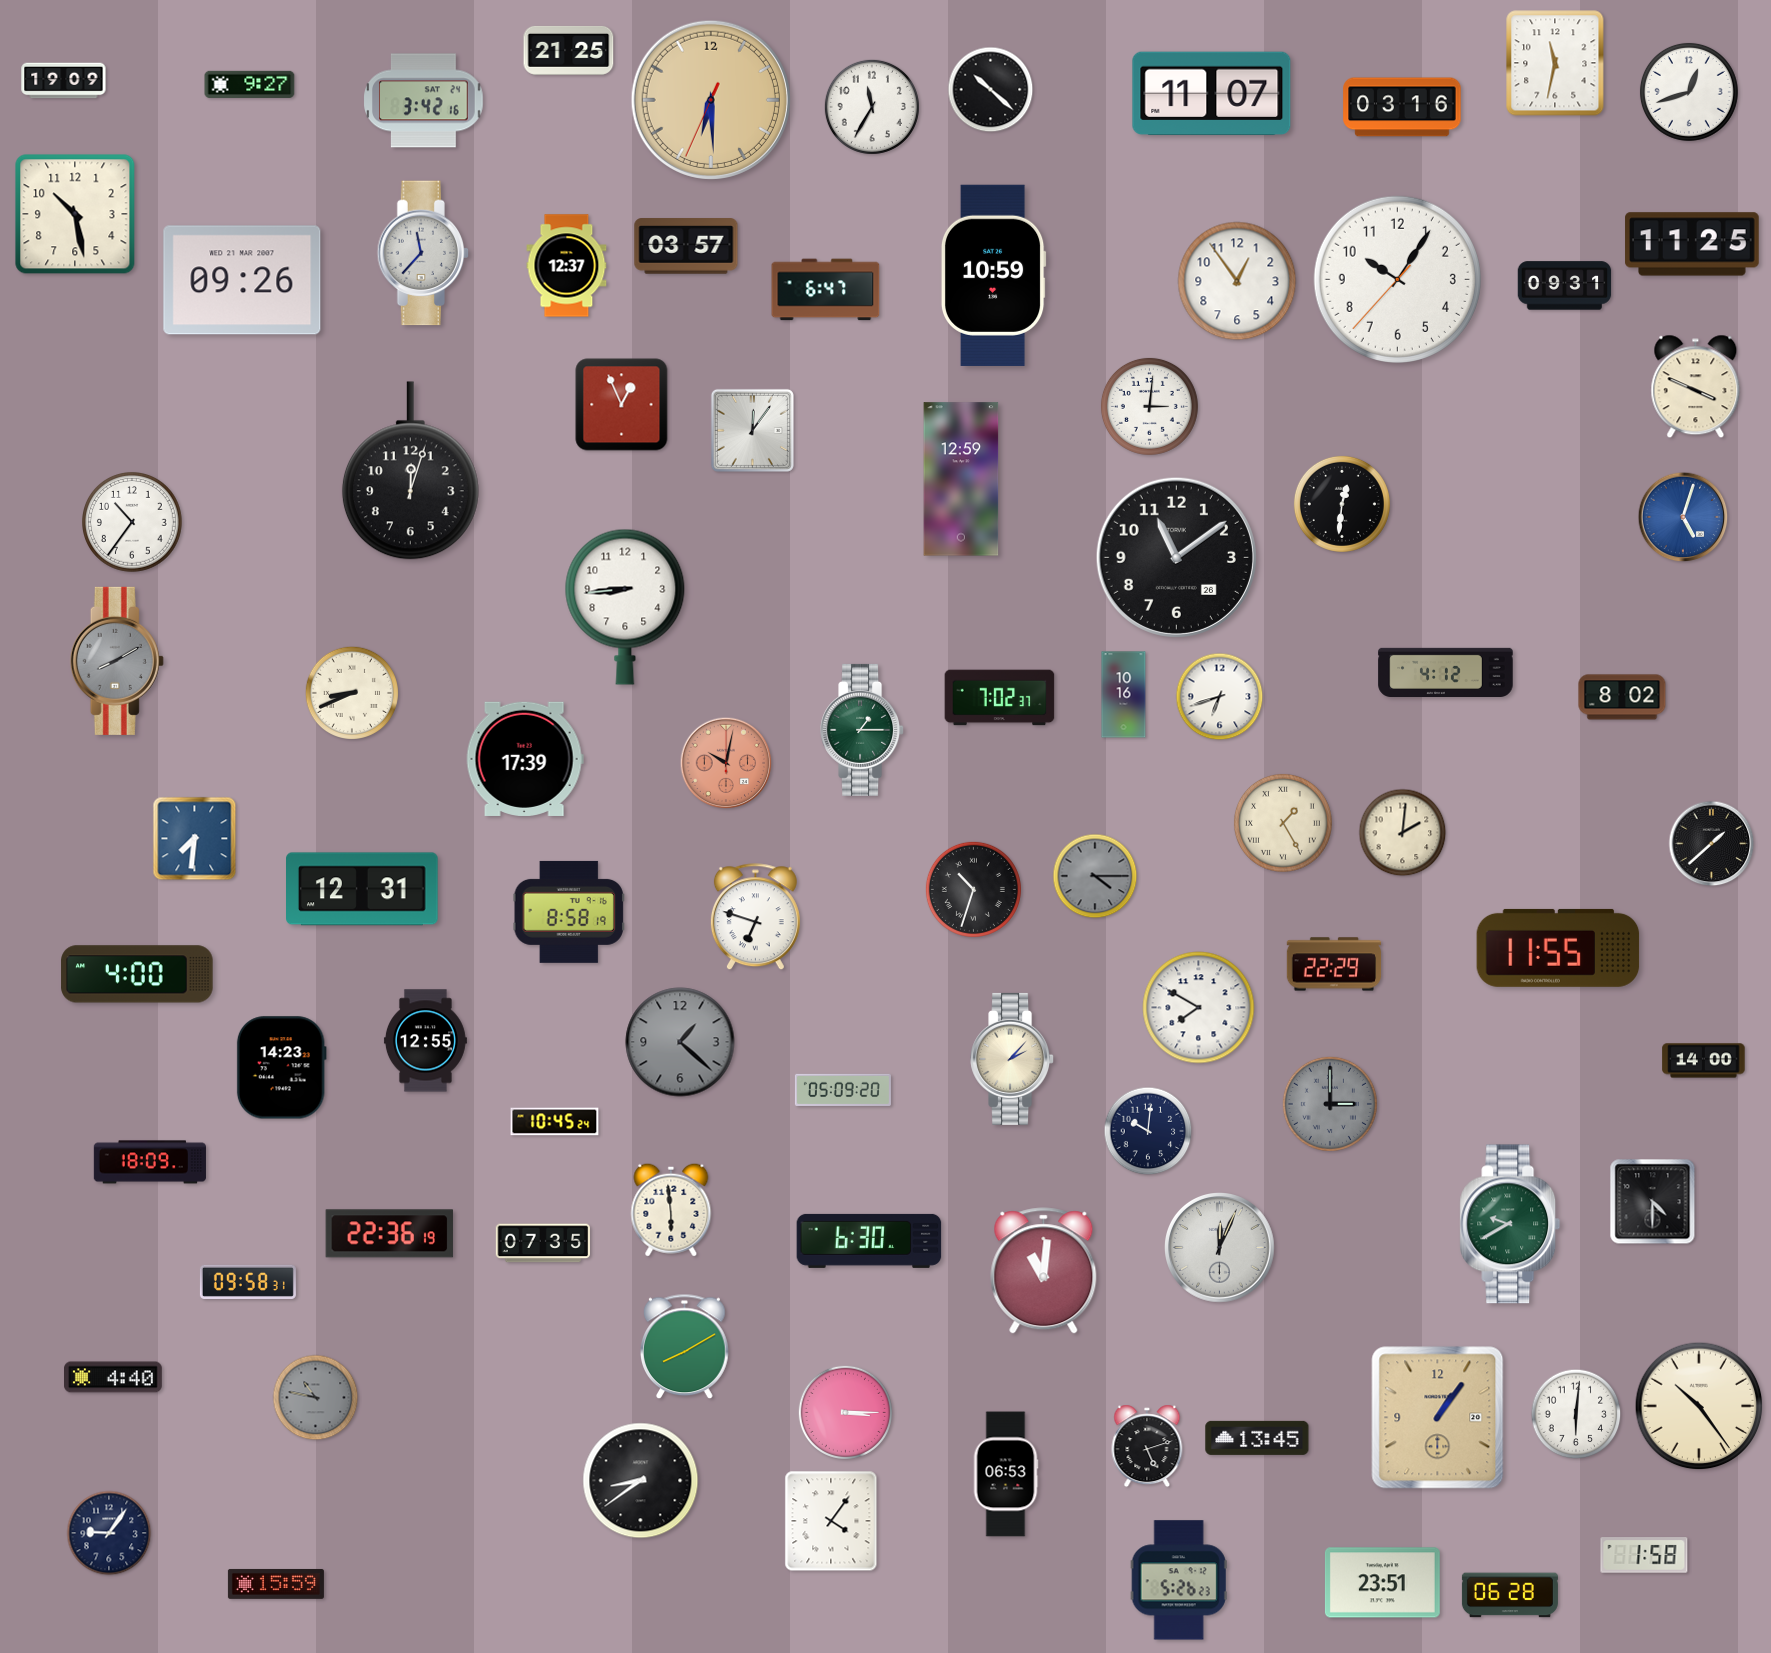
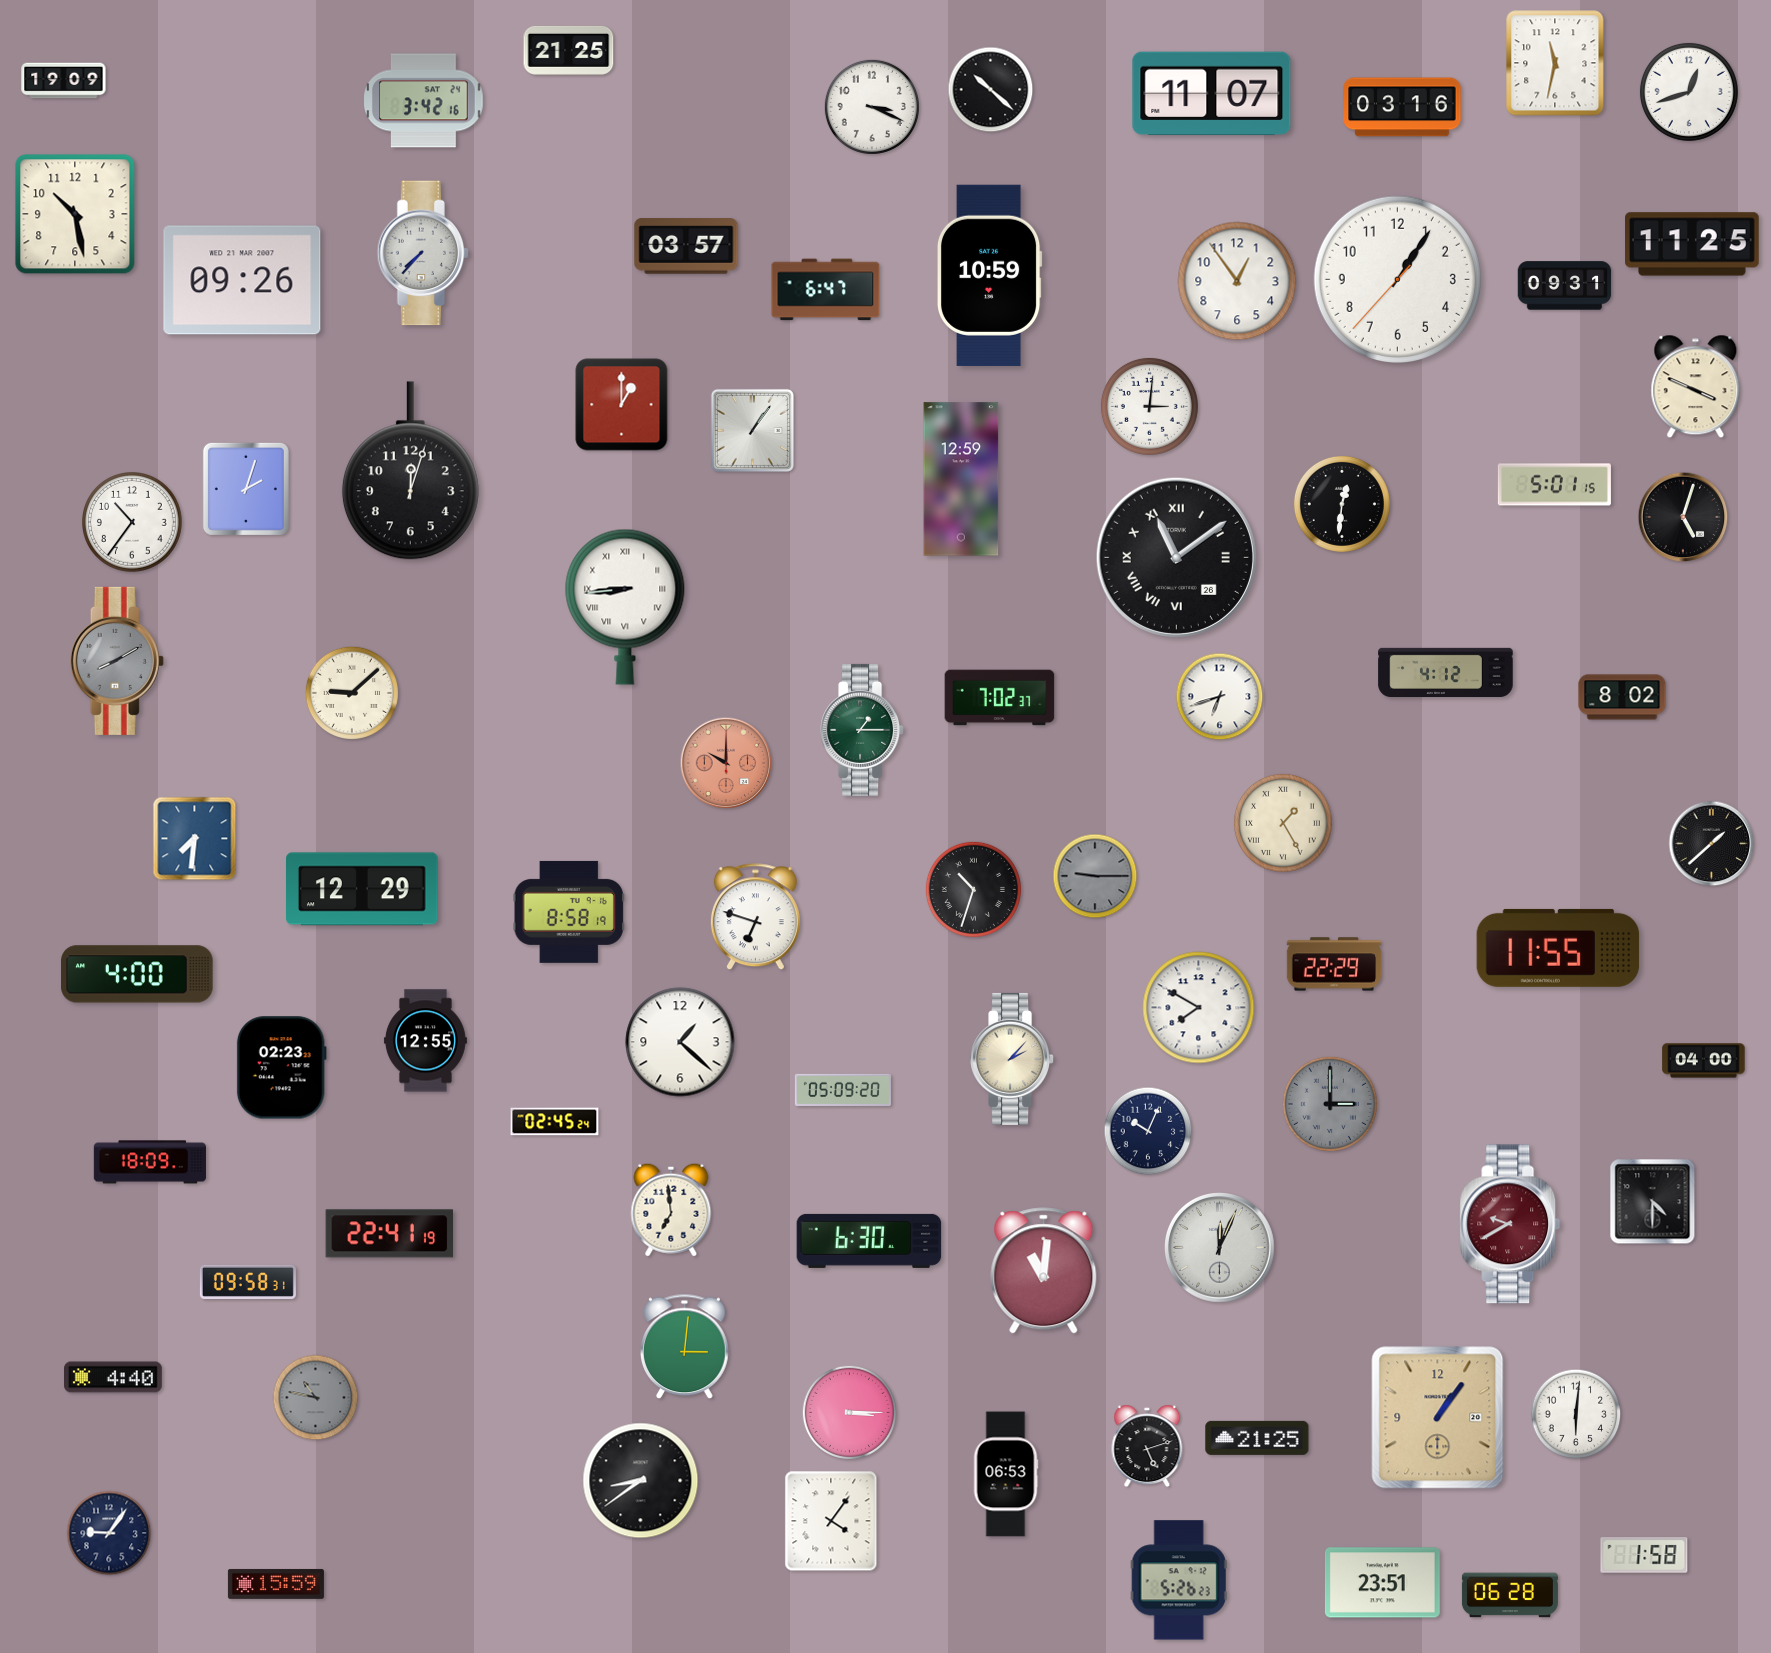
clock at (250, 84): 9:27 -> none
clock at (711, 100): 6:29 -> none
clock at (872, 107): 11:35 -> 3:19
clock at (423, 253): 11:37 -> 7:37
clock at (567, 266): 12:37 -> none
clock at (993, 275) position: (993, 275) -> (989, 275)
clock at (1397, 279): 10:05 -> 1:05
clock at (622, 405): 12:56 -> 1:00
clock at (752, 430): 12:06 -> 1:06
clock at (1554, 485): none -> 5:01
clock at (246, 489): none -> 2:03
clock at (1683, 517) dial: blue -> black
clock at (1176, 557) numerals: Arabic -> Roman
clock at (625, 607) numerals: Arabic -> Roman
clock at (351, 692): 8:41 -> 9:08
clock at (1124, 695): 10:16 -> none
clock at (525, 759): 17:39 -> none
clock at (726, 763): 10:02 -> 10:00
clock at (1403, 833): 2:01 -> none
clock at (1095, 876): 4:15 -> 9:15
clock at (363, 889): 12:31 -> 12:29
clock at (680, 1042) dial: grey -> white
clock at (1704, 1061): 14:00 -> 04:00
clock at (281, 1068): 14:23 -> 02:23
clock at (555, 1122): 10:45 -> 02:45
clock at (1148, 1131): 10:01 -> 10:04
clock at (671, 1210): 5:59 -> 6:59
clock at (1510, 1224) dial: green -> burgundy
clock at (390, 1234): 22:36 -> 22:41
clock at (542, 1243): 07:35 -> none
clock at (685, 1347): 8:10 -> 3:01
clock at (1699, 1406): 10:24 -> none
clock at (845, 1412) position: (845, 1412) -> (849, 1412)
clock at (1257, 1438): 13:45 -> 21:25
